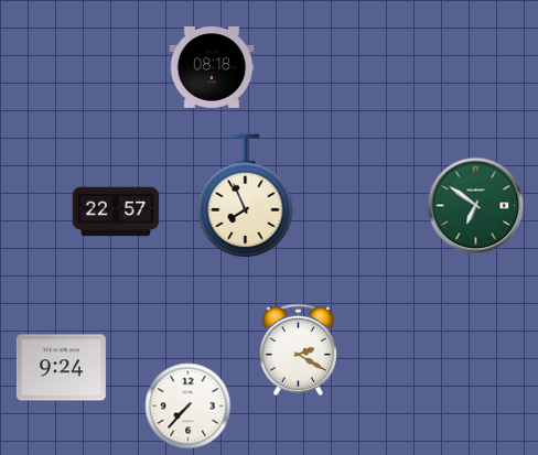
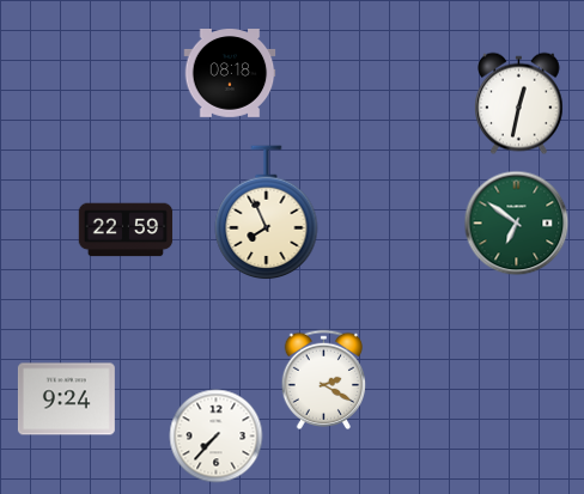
clock at (519, 104): none -> 12:32
clock at (116, 212): 22:57 -> 22:59
clock at (189, 407) position: (189, 407) -> (217, 437)
